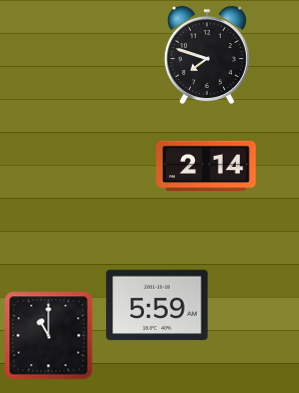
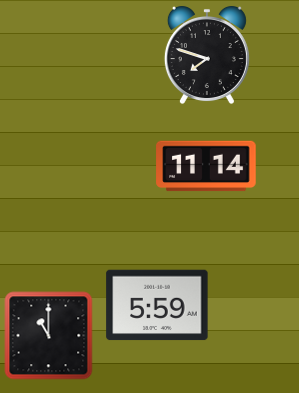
clock at (206, 166): 2:14 -> 11:14
